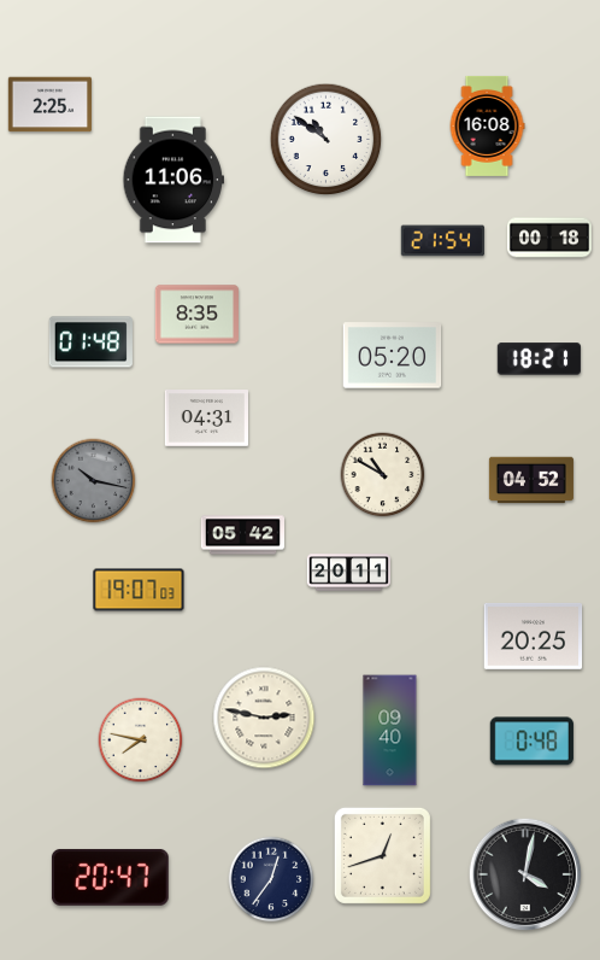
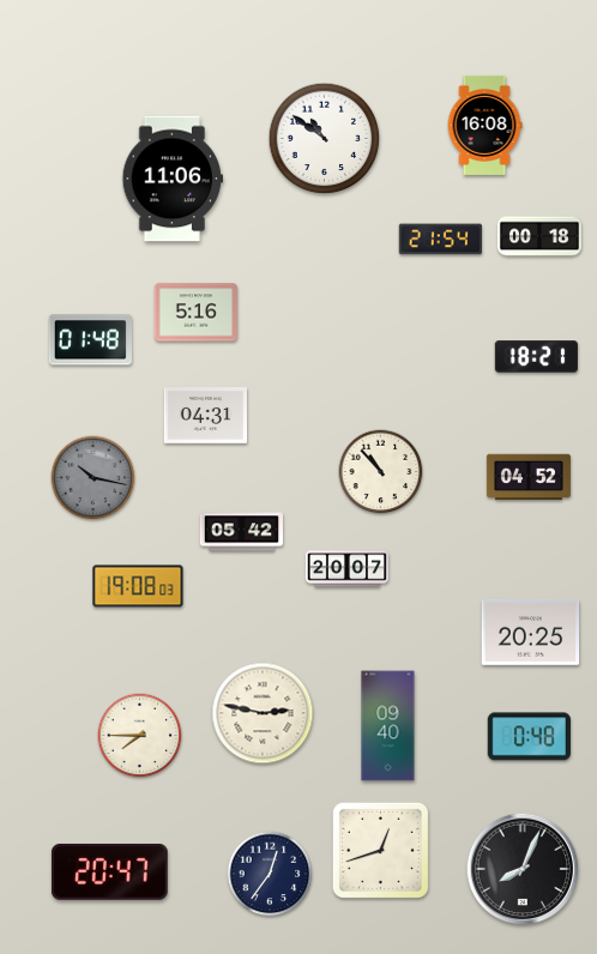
clock at (49, 105): 2:25 -> none
clock at (549, 238) position: (549, 238) -> (539, 236)
clock at (196, 315): 8:35 -> 5:16
clock at (393, 356): 05:20 -> none
clock at (383, 475): 10:50 -> 10:53
clock at (348, 573): 20:11 -> 20:07
clock at (139, 590): 19:07 -> 19:08
clock at (141, 741): 7:47 -> 7:45
clock at (525, 874): 4:02 -> 8:04
